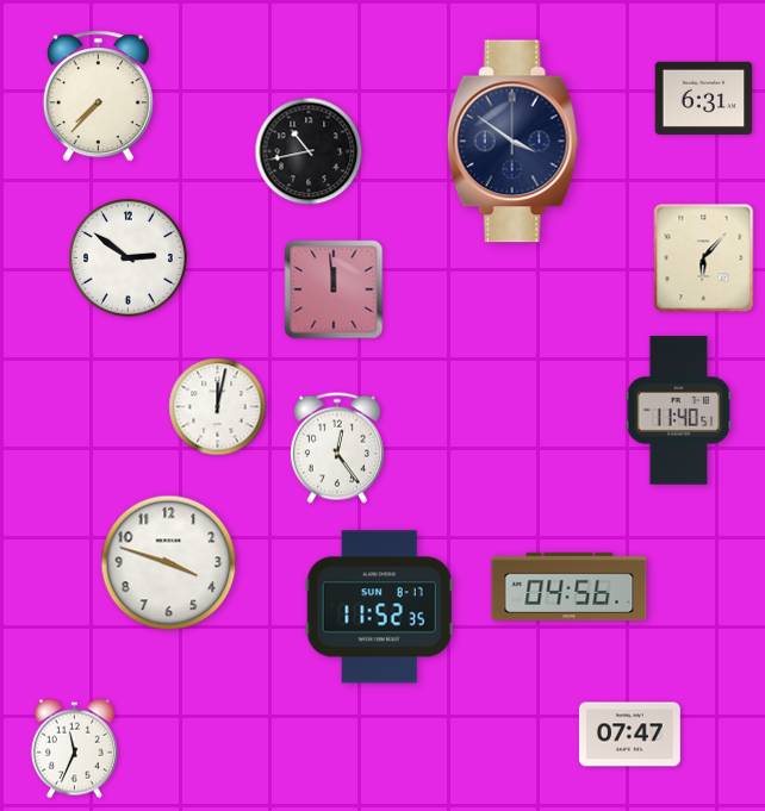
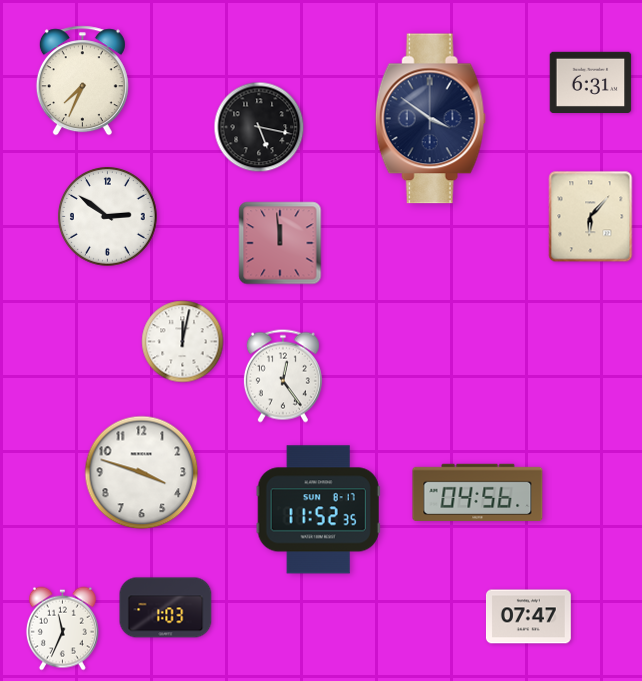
clock at (98, 96): 7:37 -> 7:34
clock at (309, 151): 10:43 -> 5:17
clock at (679, 411): 11:40 -> none
clock at (166, 608): none -> 1:03
